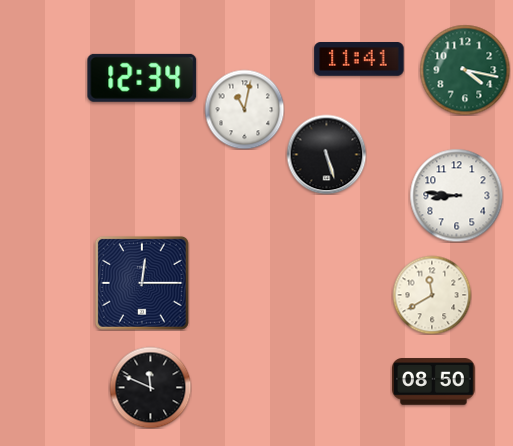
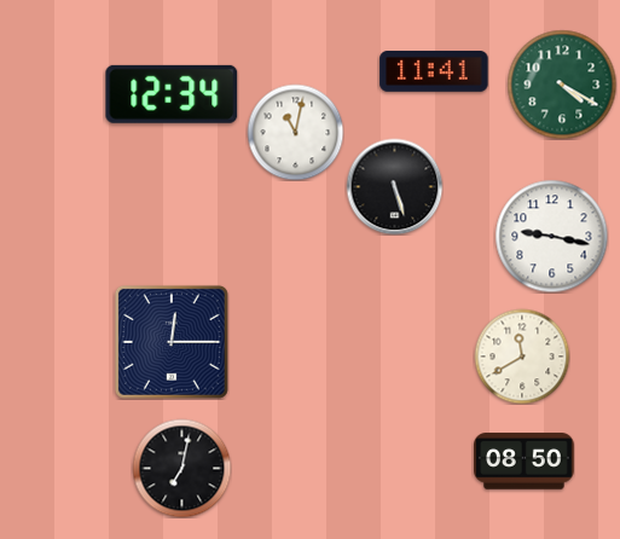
clock at (465, 70): 4:17 -> 4:20
clock at (456, 195): 8:46 -> 9:17
clock at (150, 387): 11:49 -> 7:02
